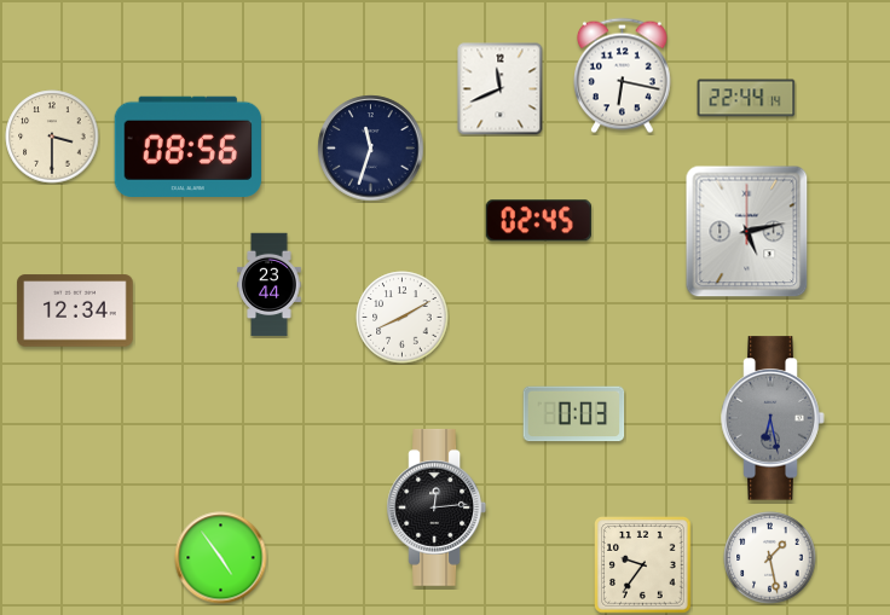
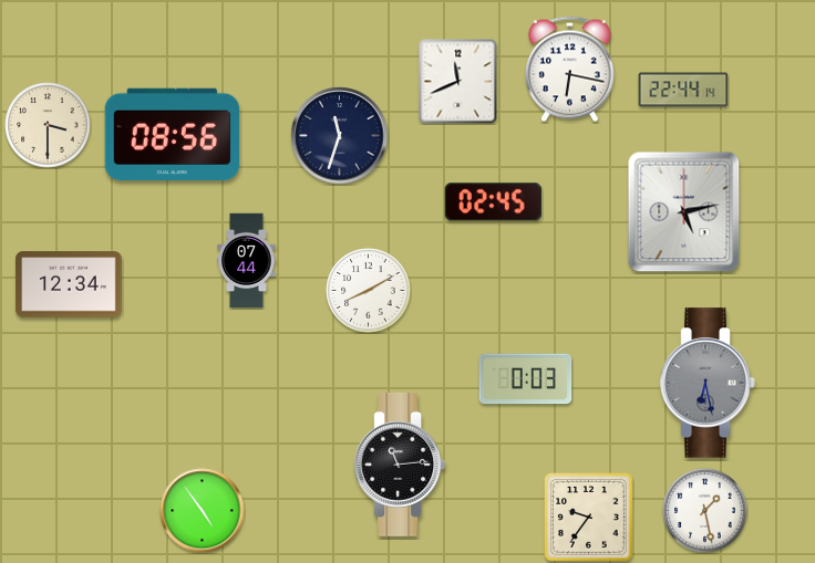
clock at (270, 285): 23:44 -> 07:44
clock at (437, 507): 12:14 -> 11:14
